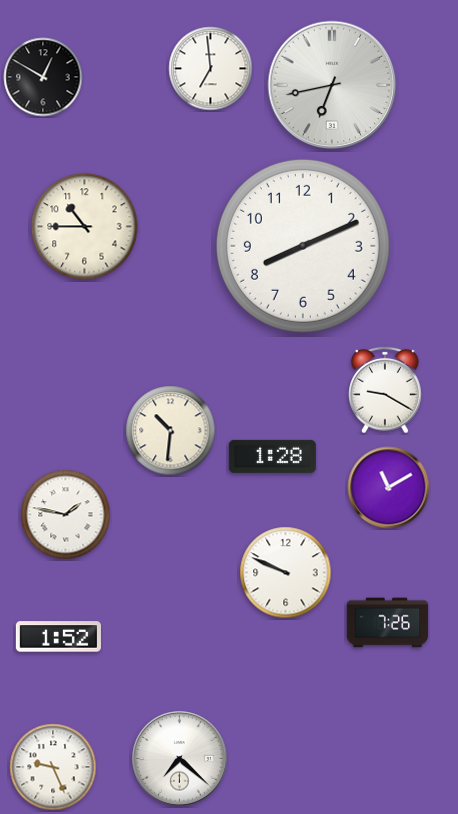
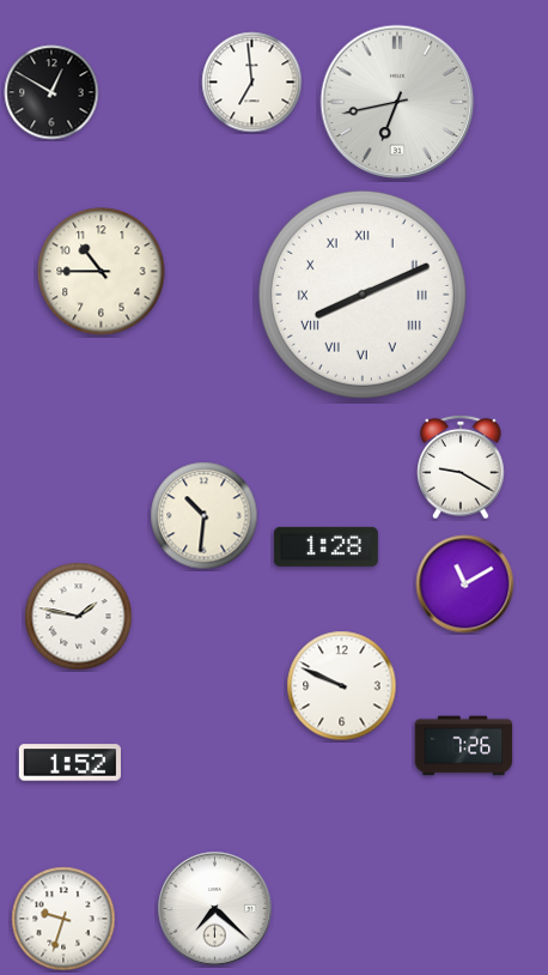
clock at (303, 246) numerals: Arabic -> Roman
clock at (53, 767): 9:26 -> 9:33
